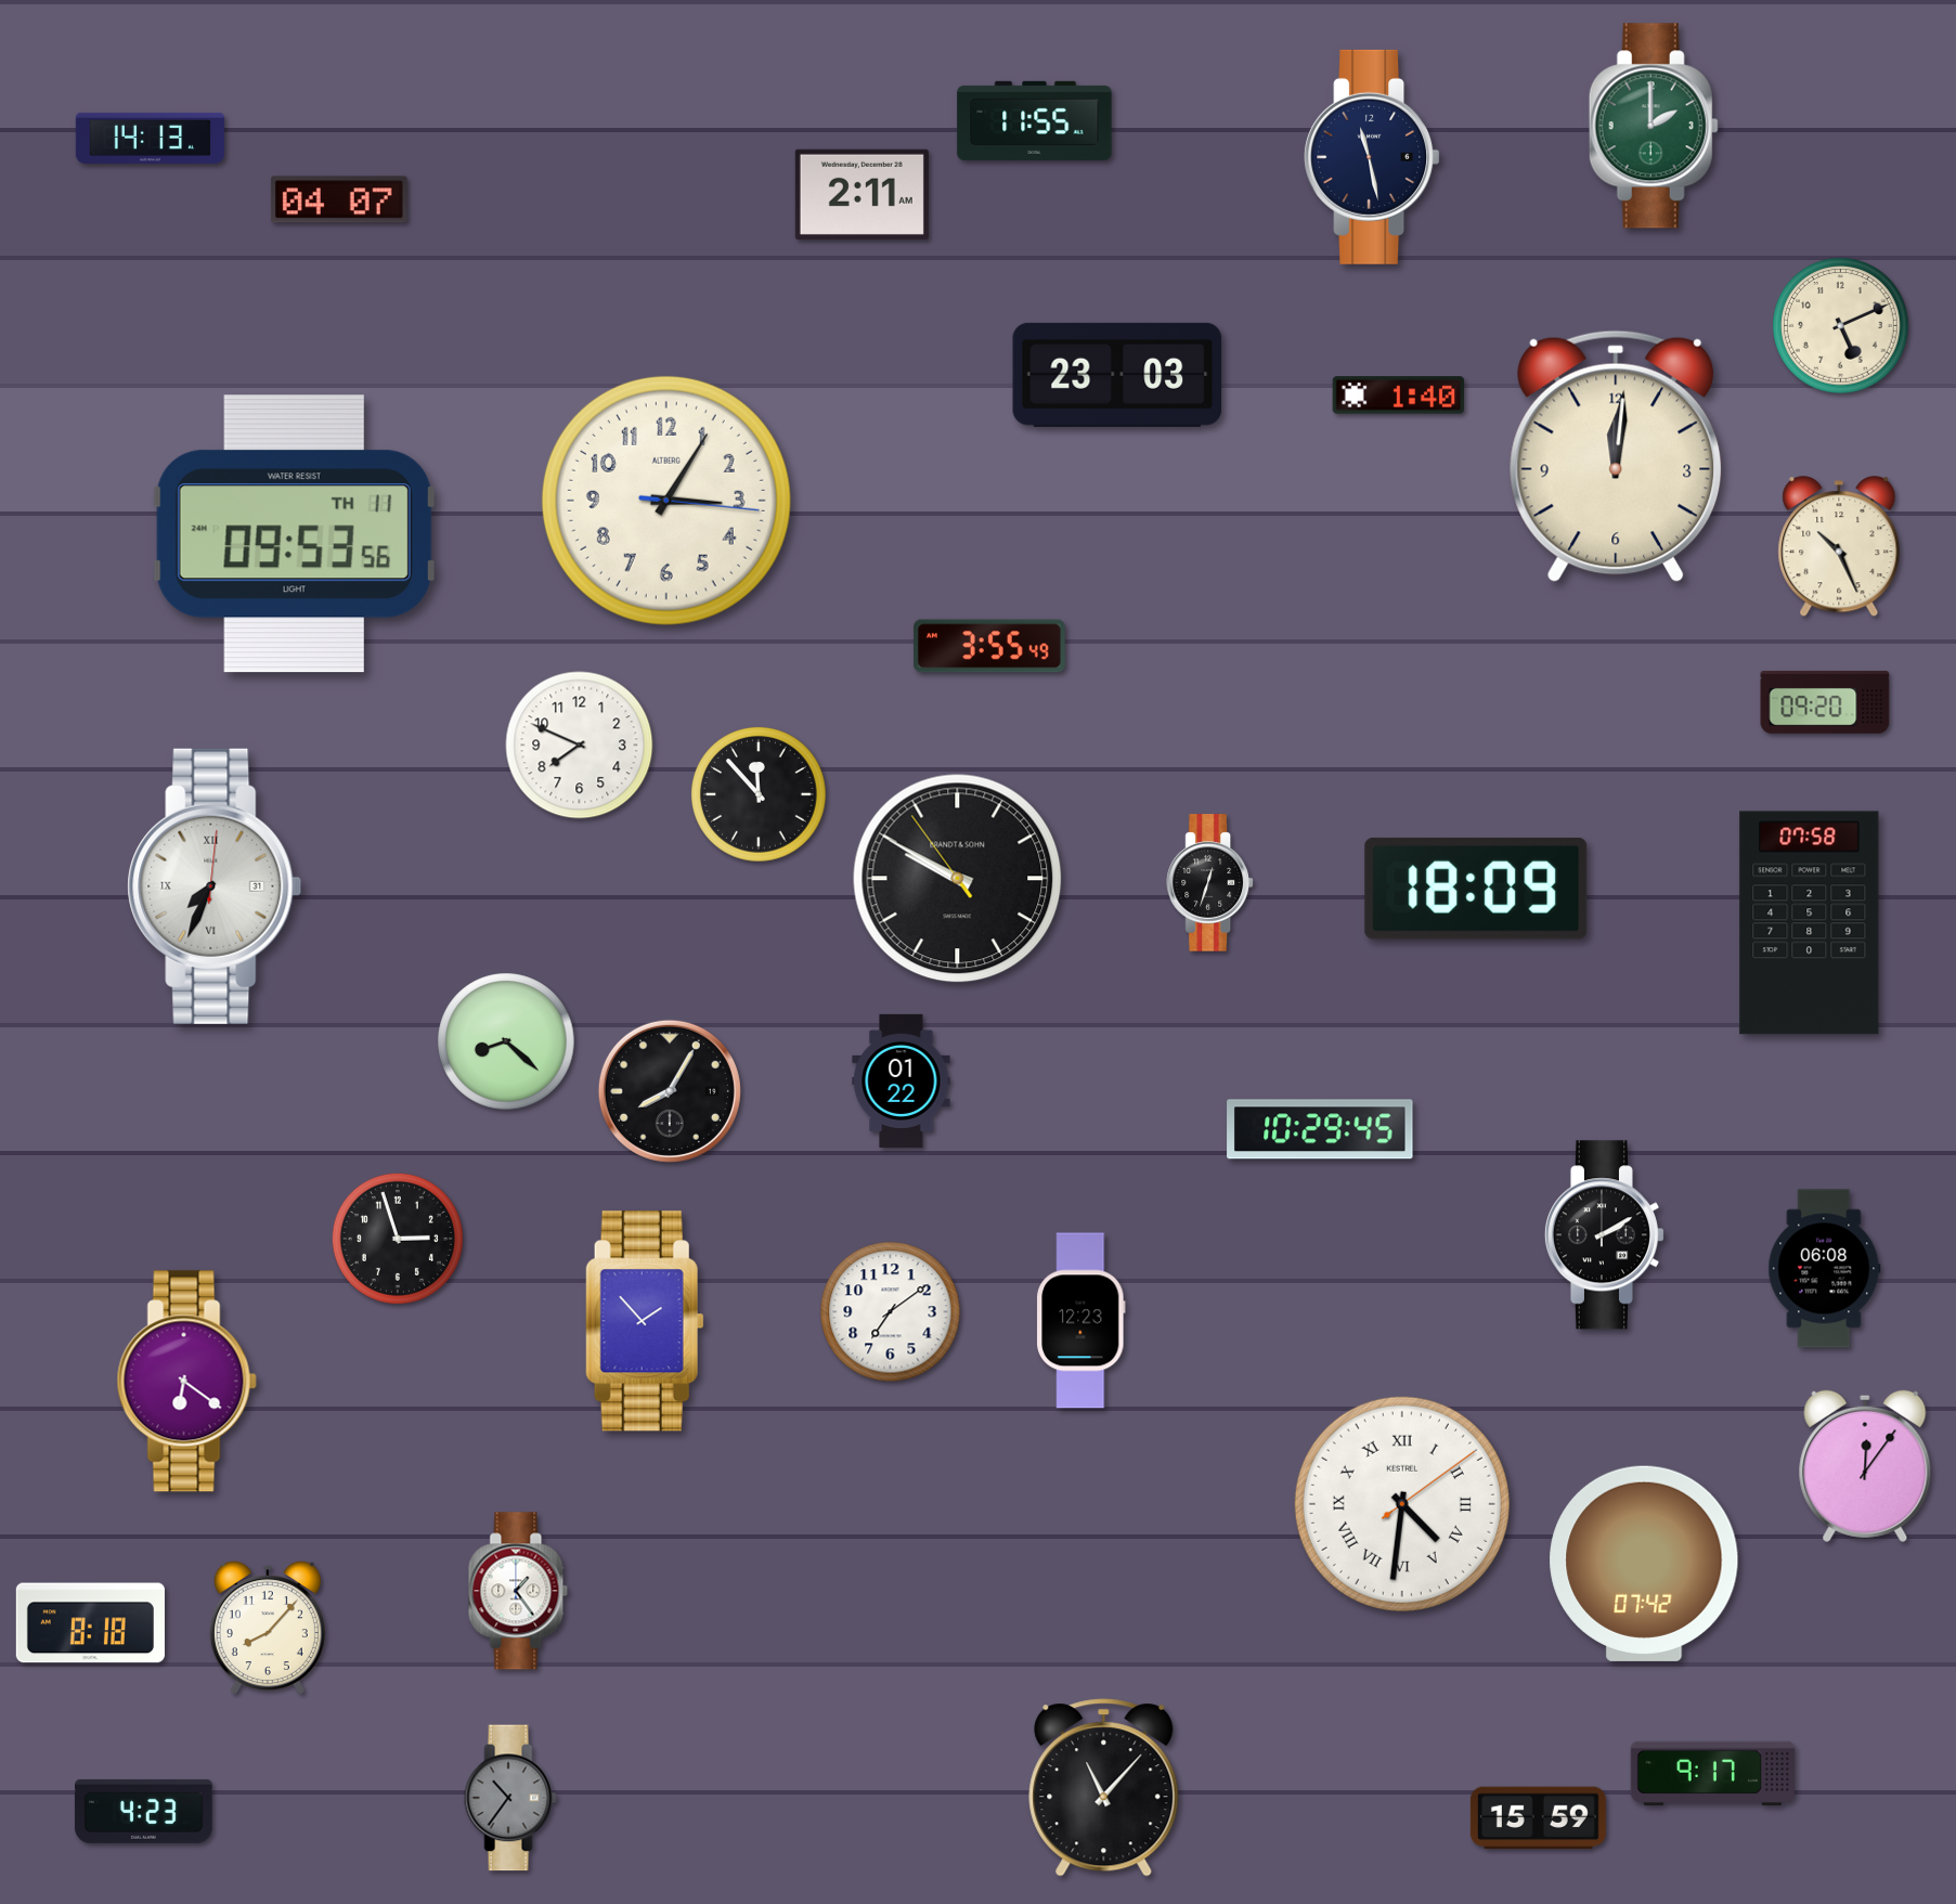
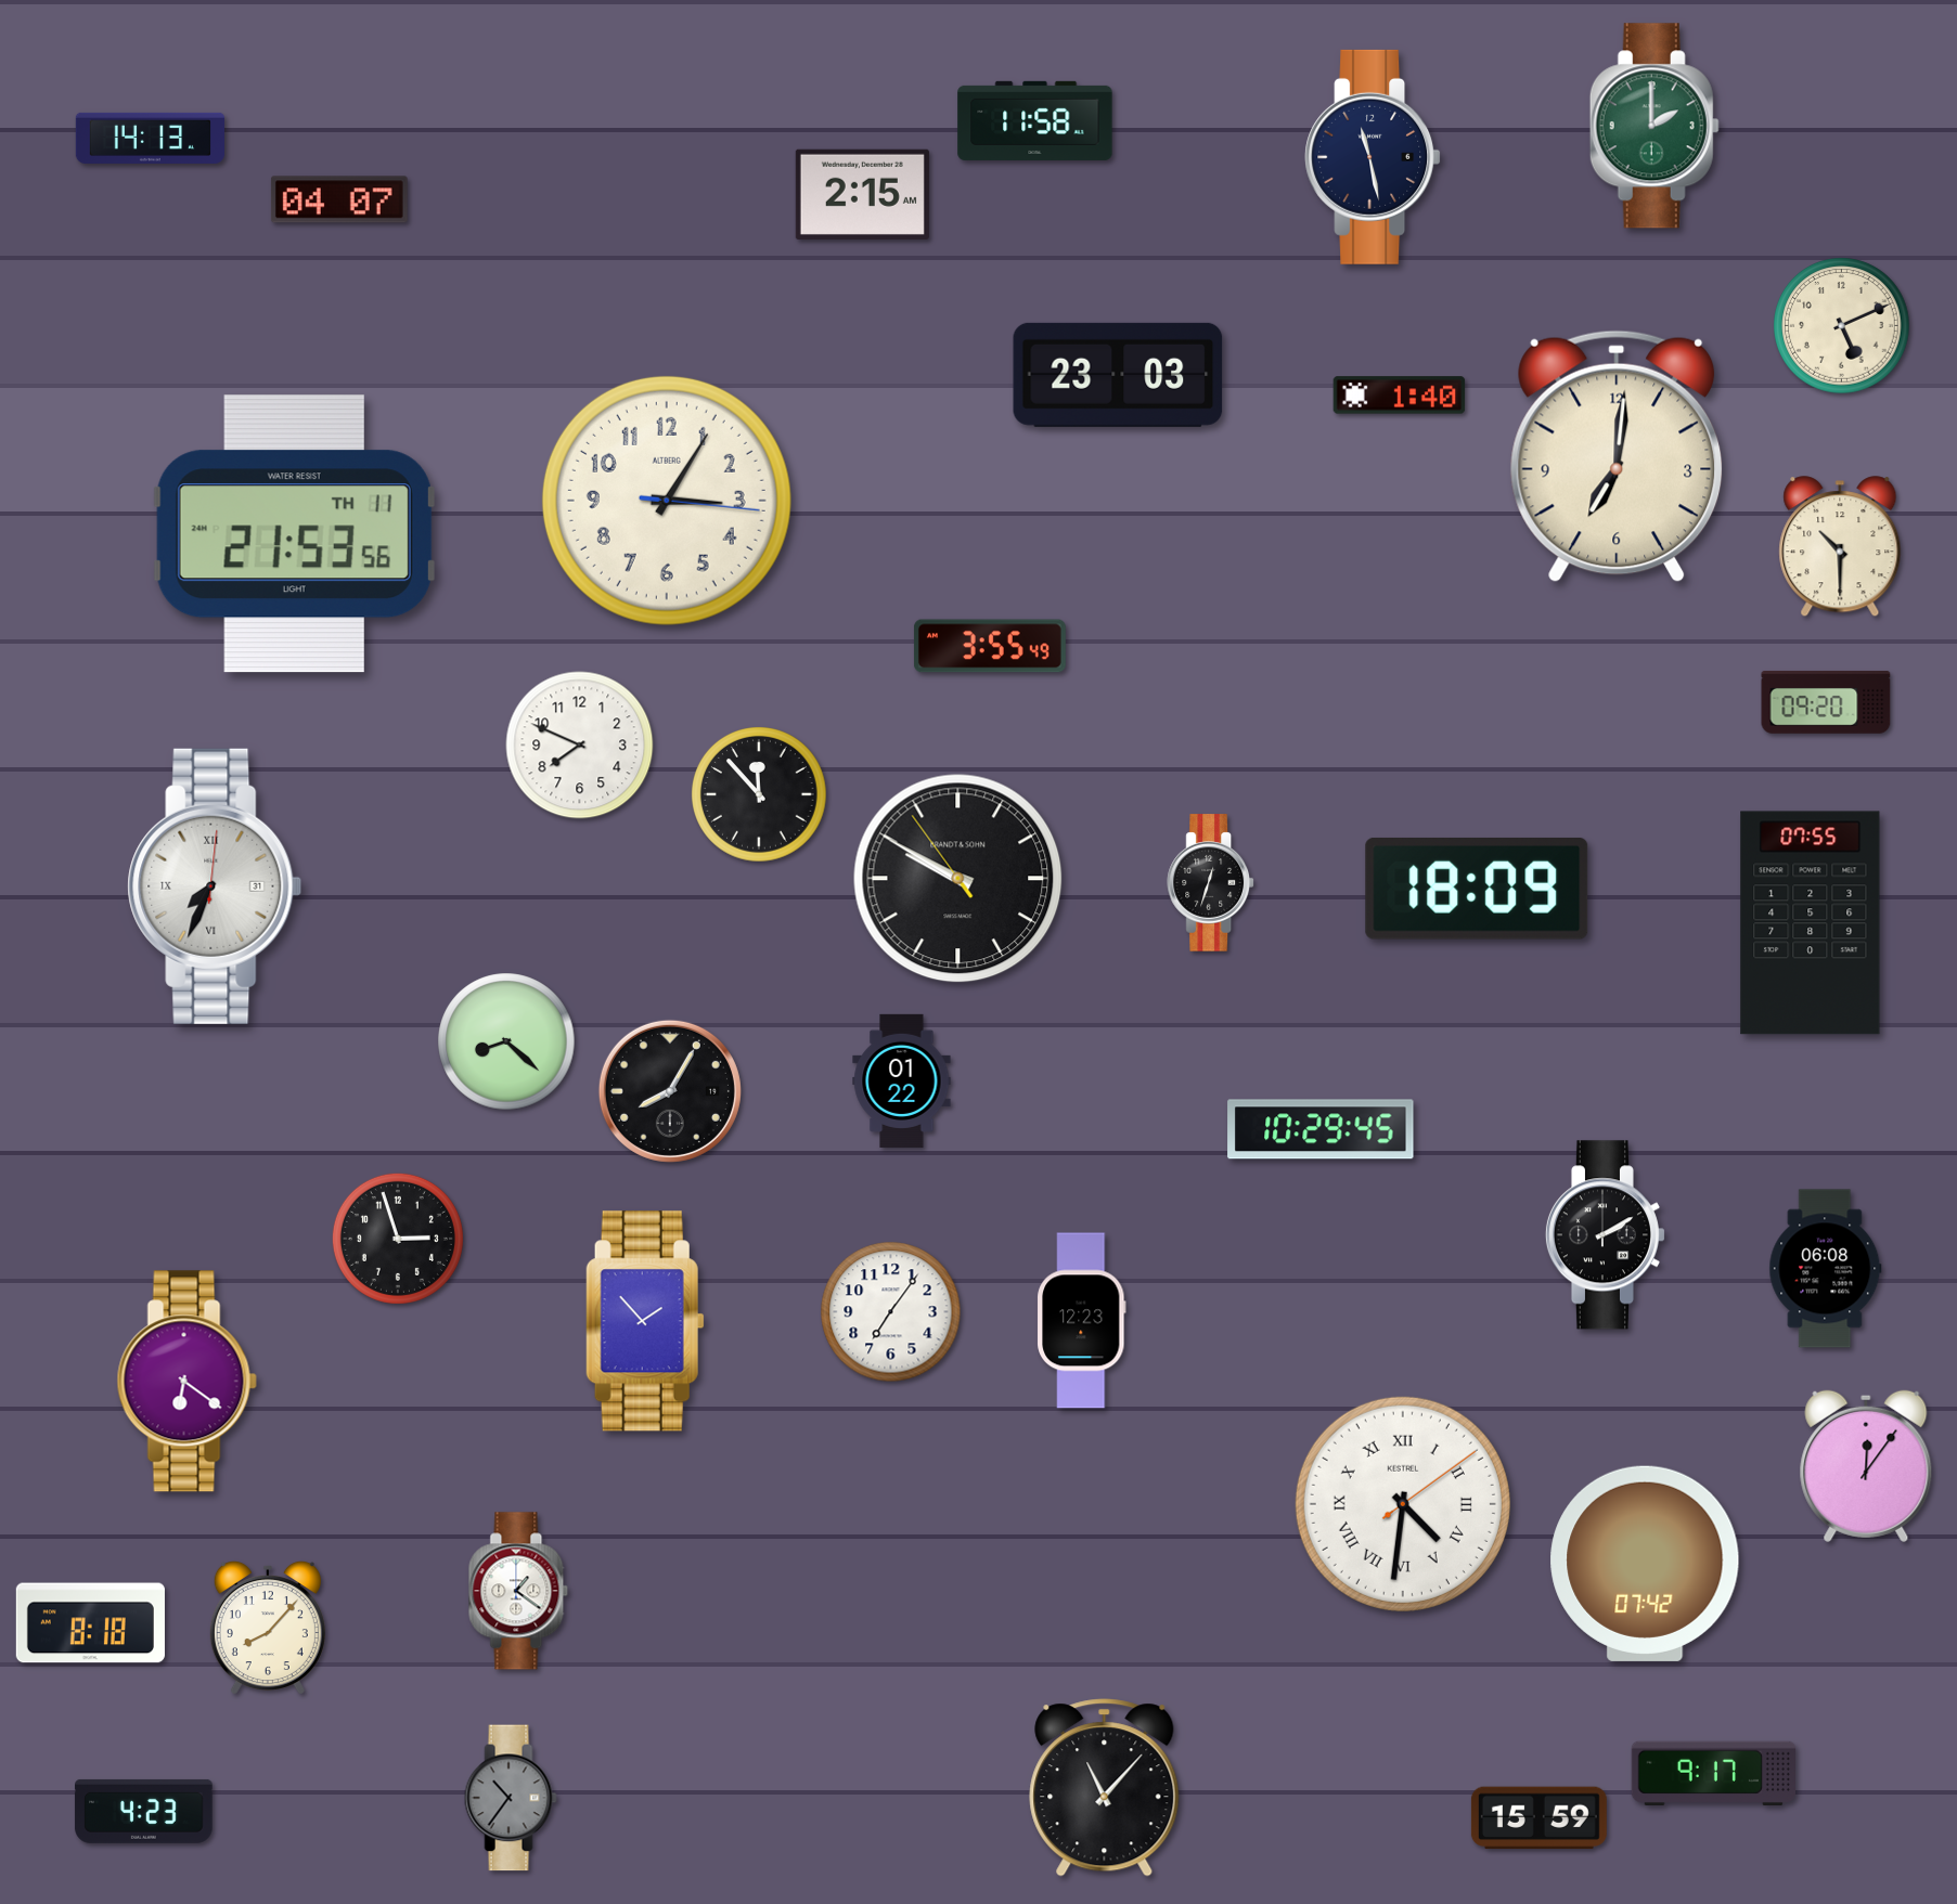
clock at (1035, 120): 11:55 -> 11:58
clock at (862, 194): 2:11 -> 2:15
clock at (1616, 456): 12:01 -> 7:01
clock at (294, 534): 09:53 -> 21:53
clock at (1839, 547): 10:26 -> 10:30
clock at (1810, 923): 07:58 -> 07:55
clock at (891, 1312): 7:09 -> 7:06
clock at (518, 1591): 1:24 -> 1:21
